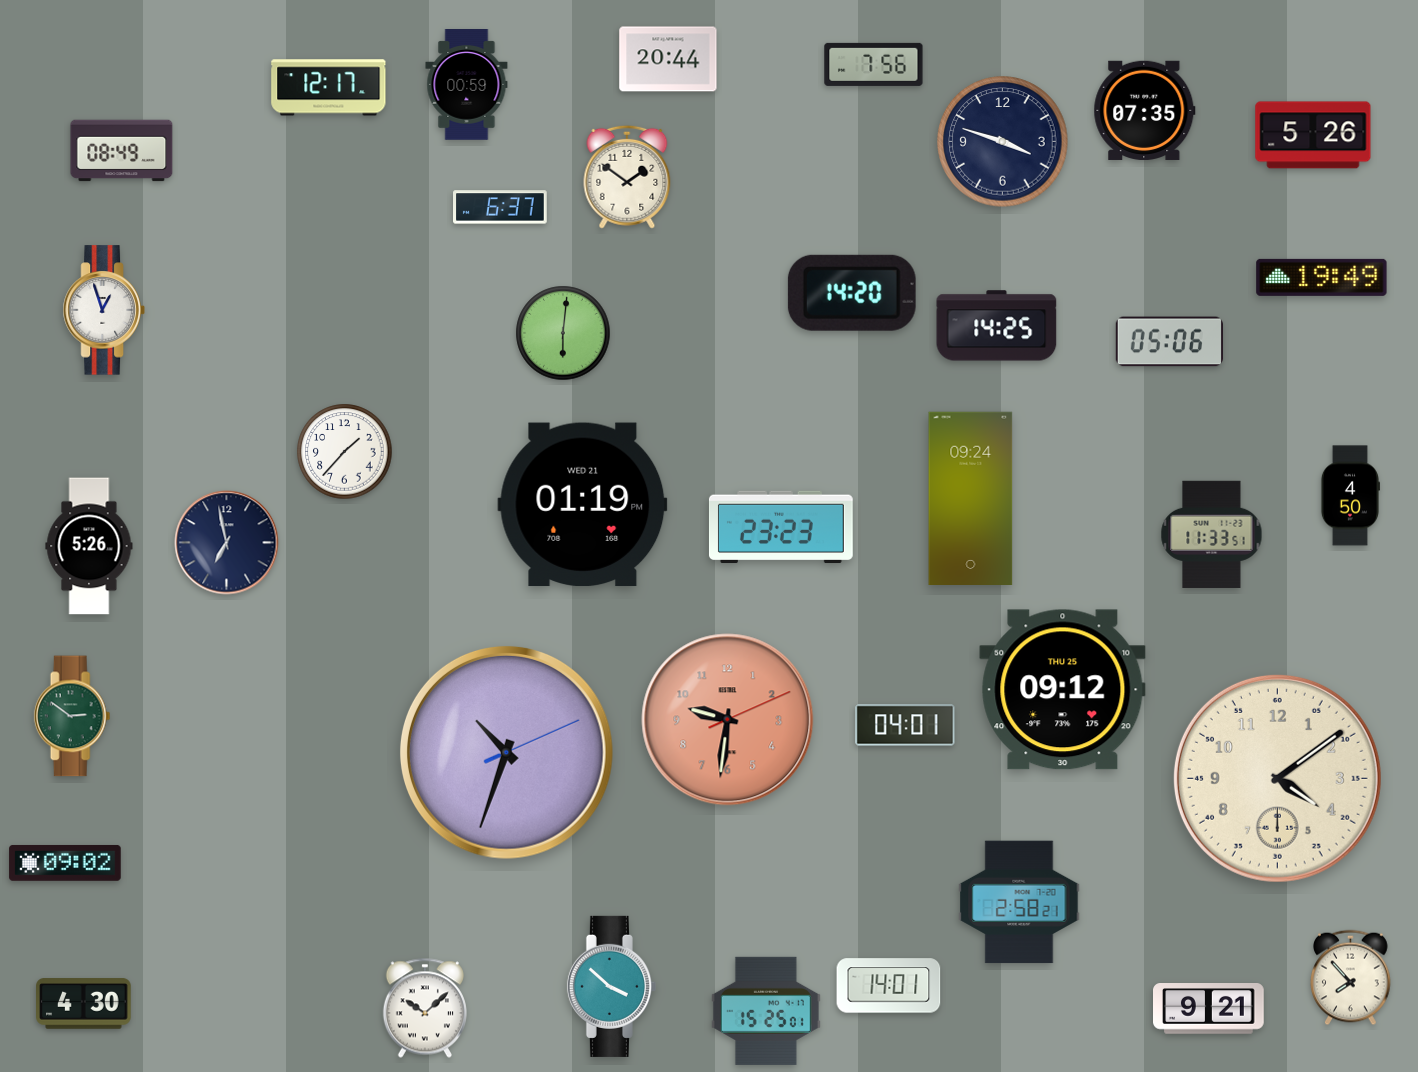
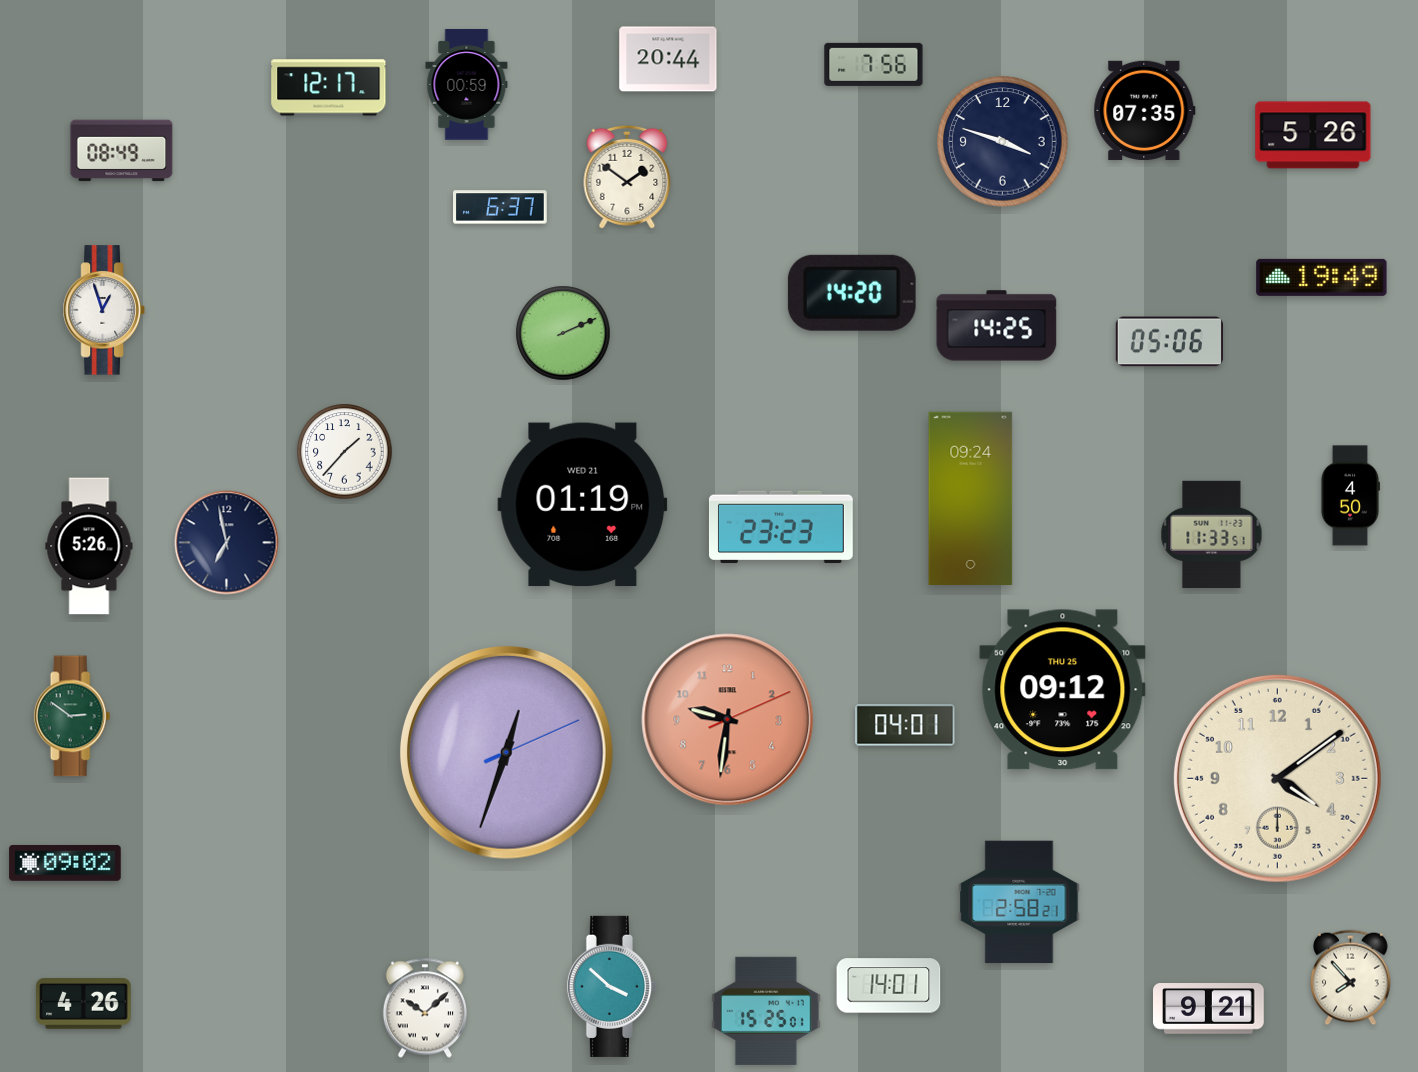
clock at (563, 333): 6:01 -> 2:11
clock at (506, 752): 10:33 -> 12:33
clock at (84, 1004): 4:30 -> 4:26
